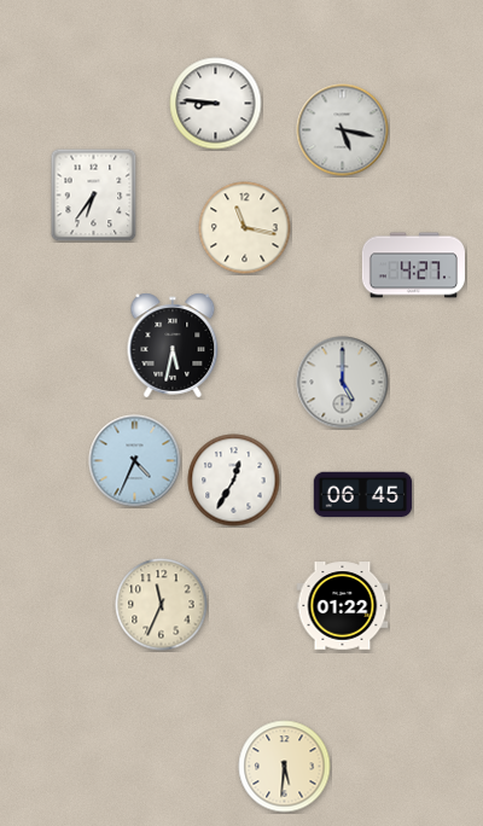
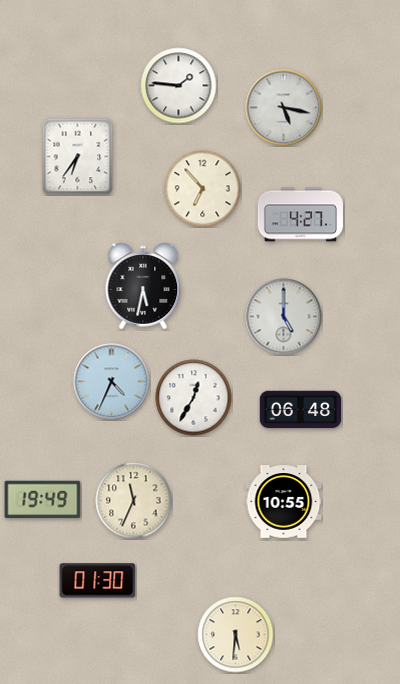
clock at (216, 104): 8:46 -> 1:46
clock at (94, 194) position: (94, 194) -> (78, 156)
clock at (245, 228): 11:17 -> 6:53
clock at (413, 266) position: (413, 266) -> (300, 215)
clock at (363, 495): 06:45 -> 06:48
clock at (43, 500): none -> 19:49
clock at (343, 606): 01:22 -> 10:55
clock at (98, 581): none -> 01:30
